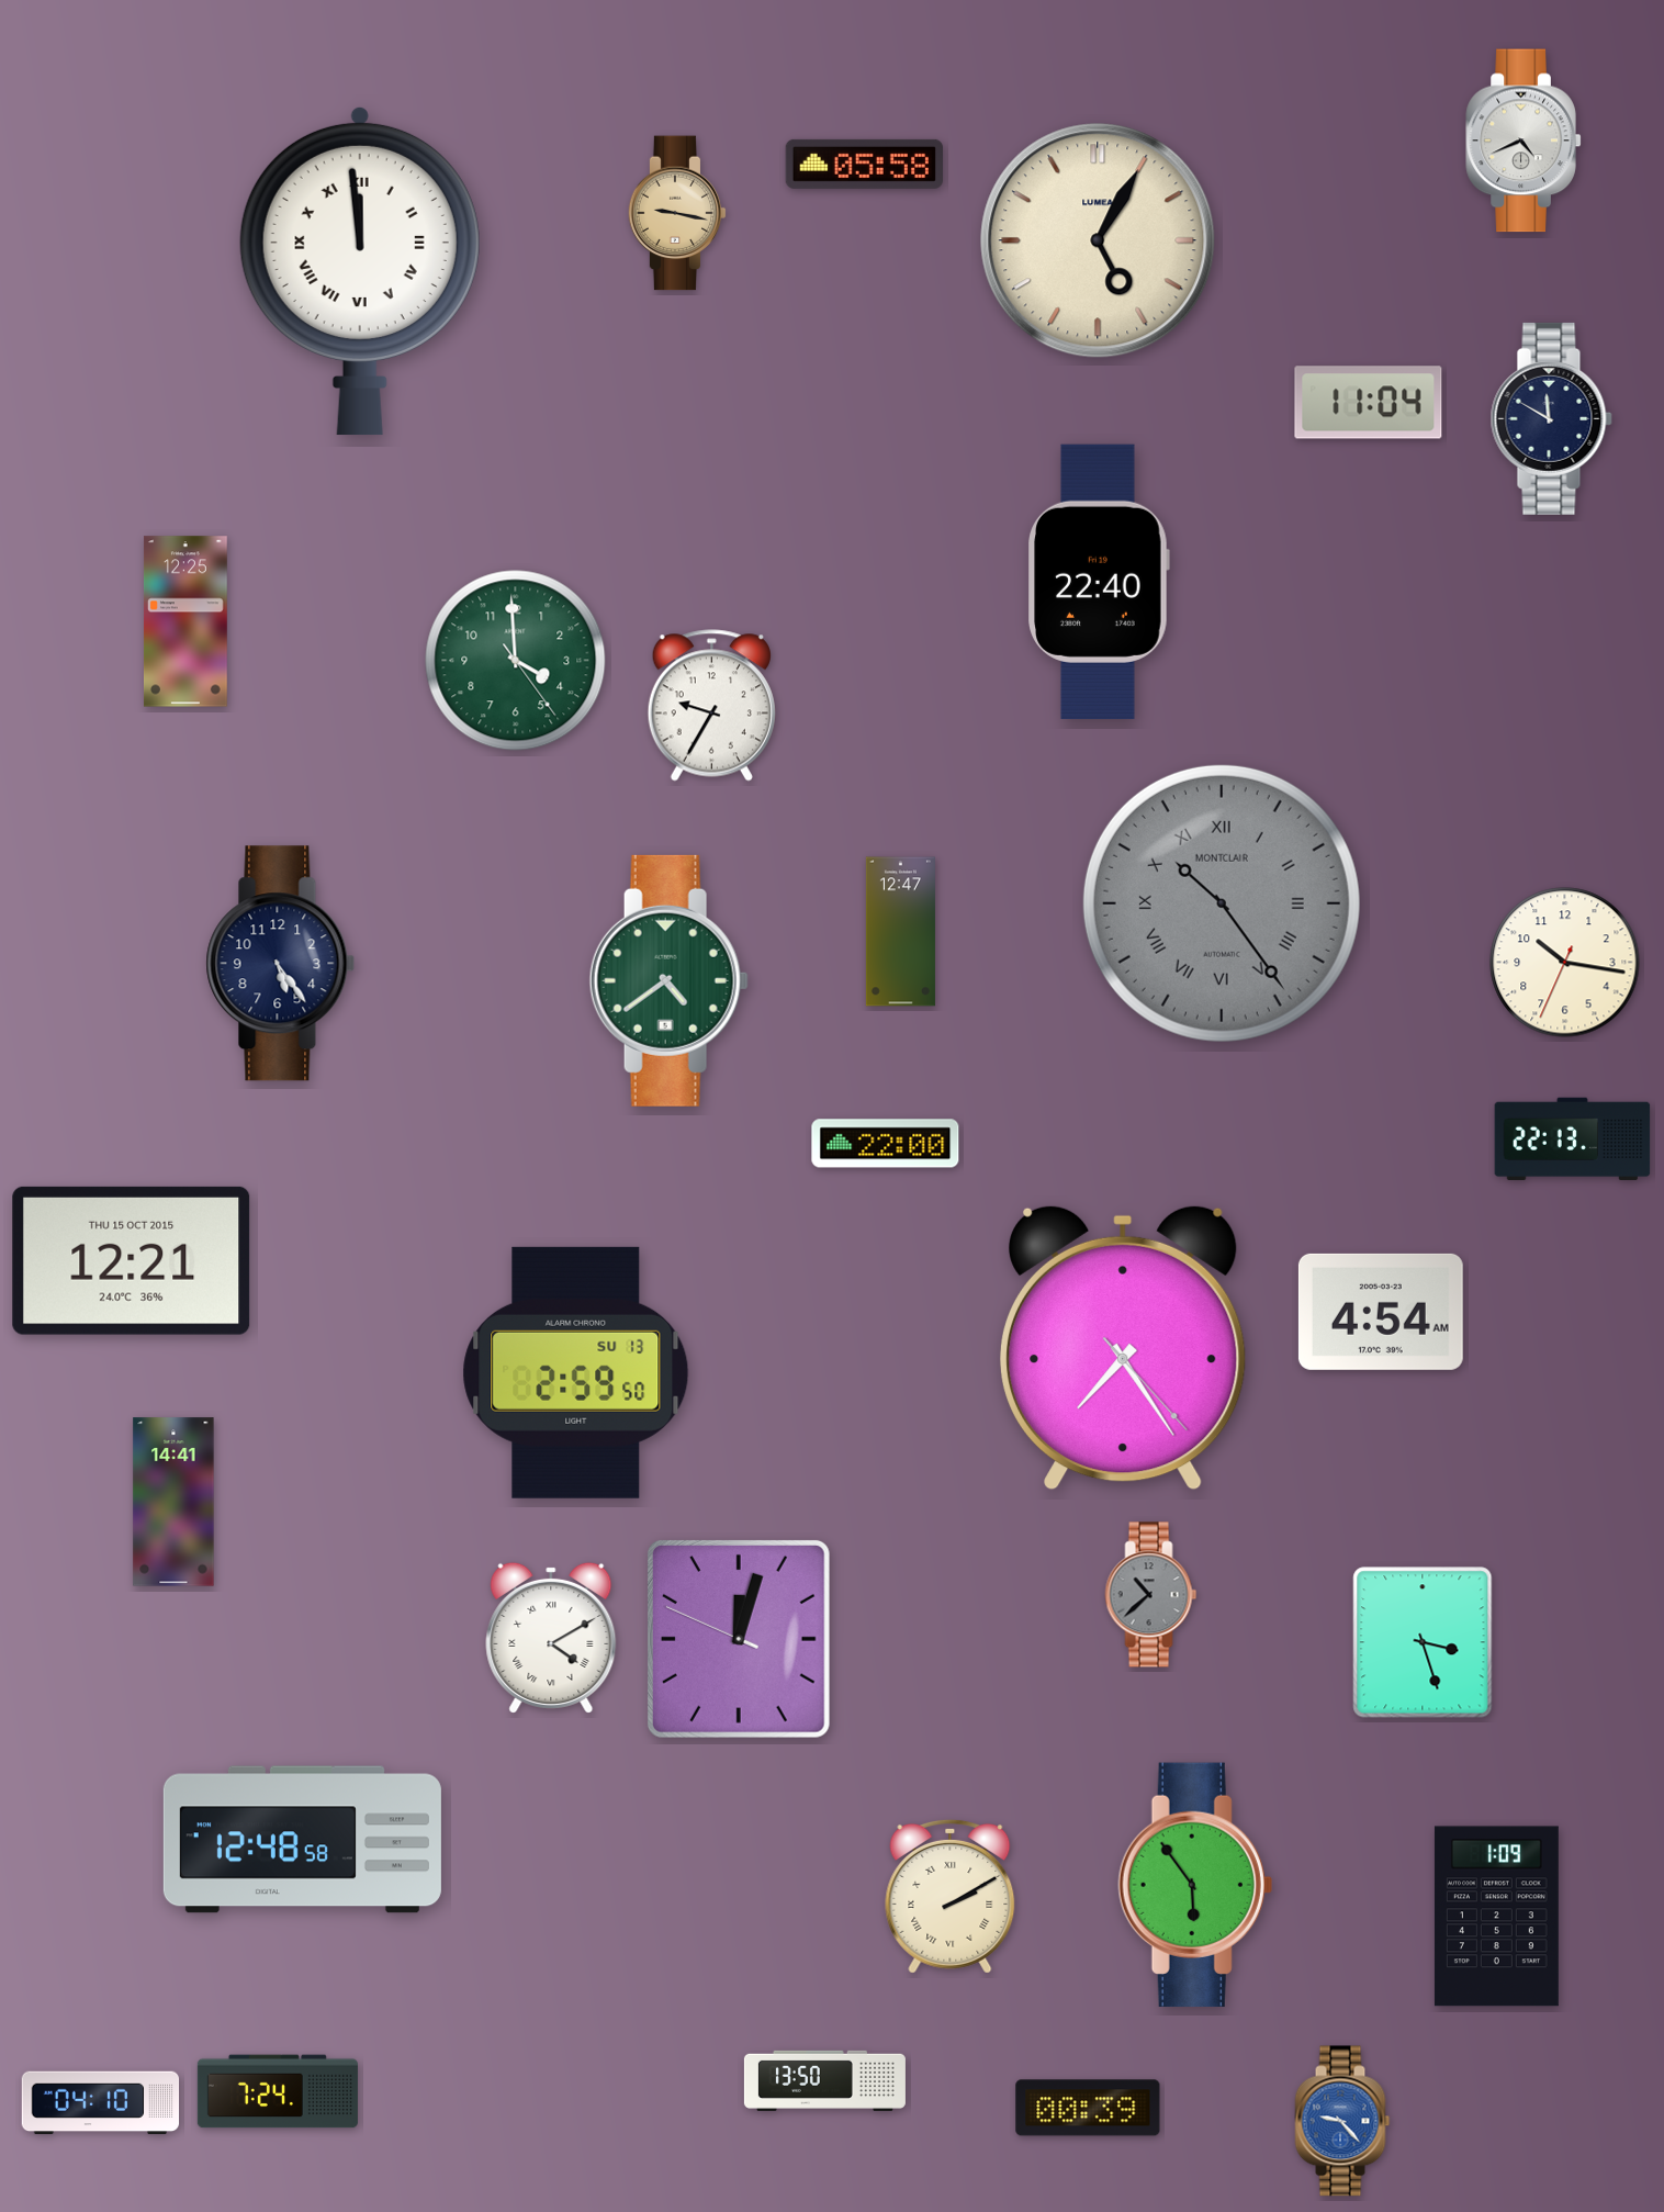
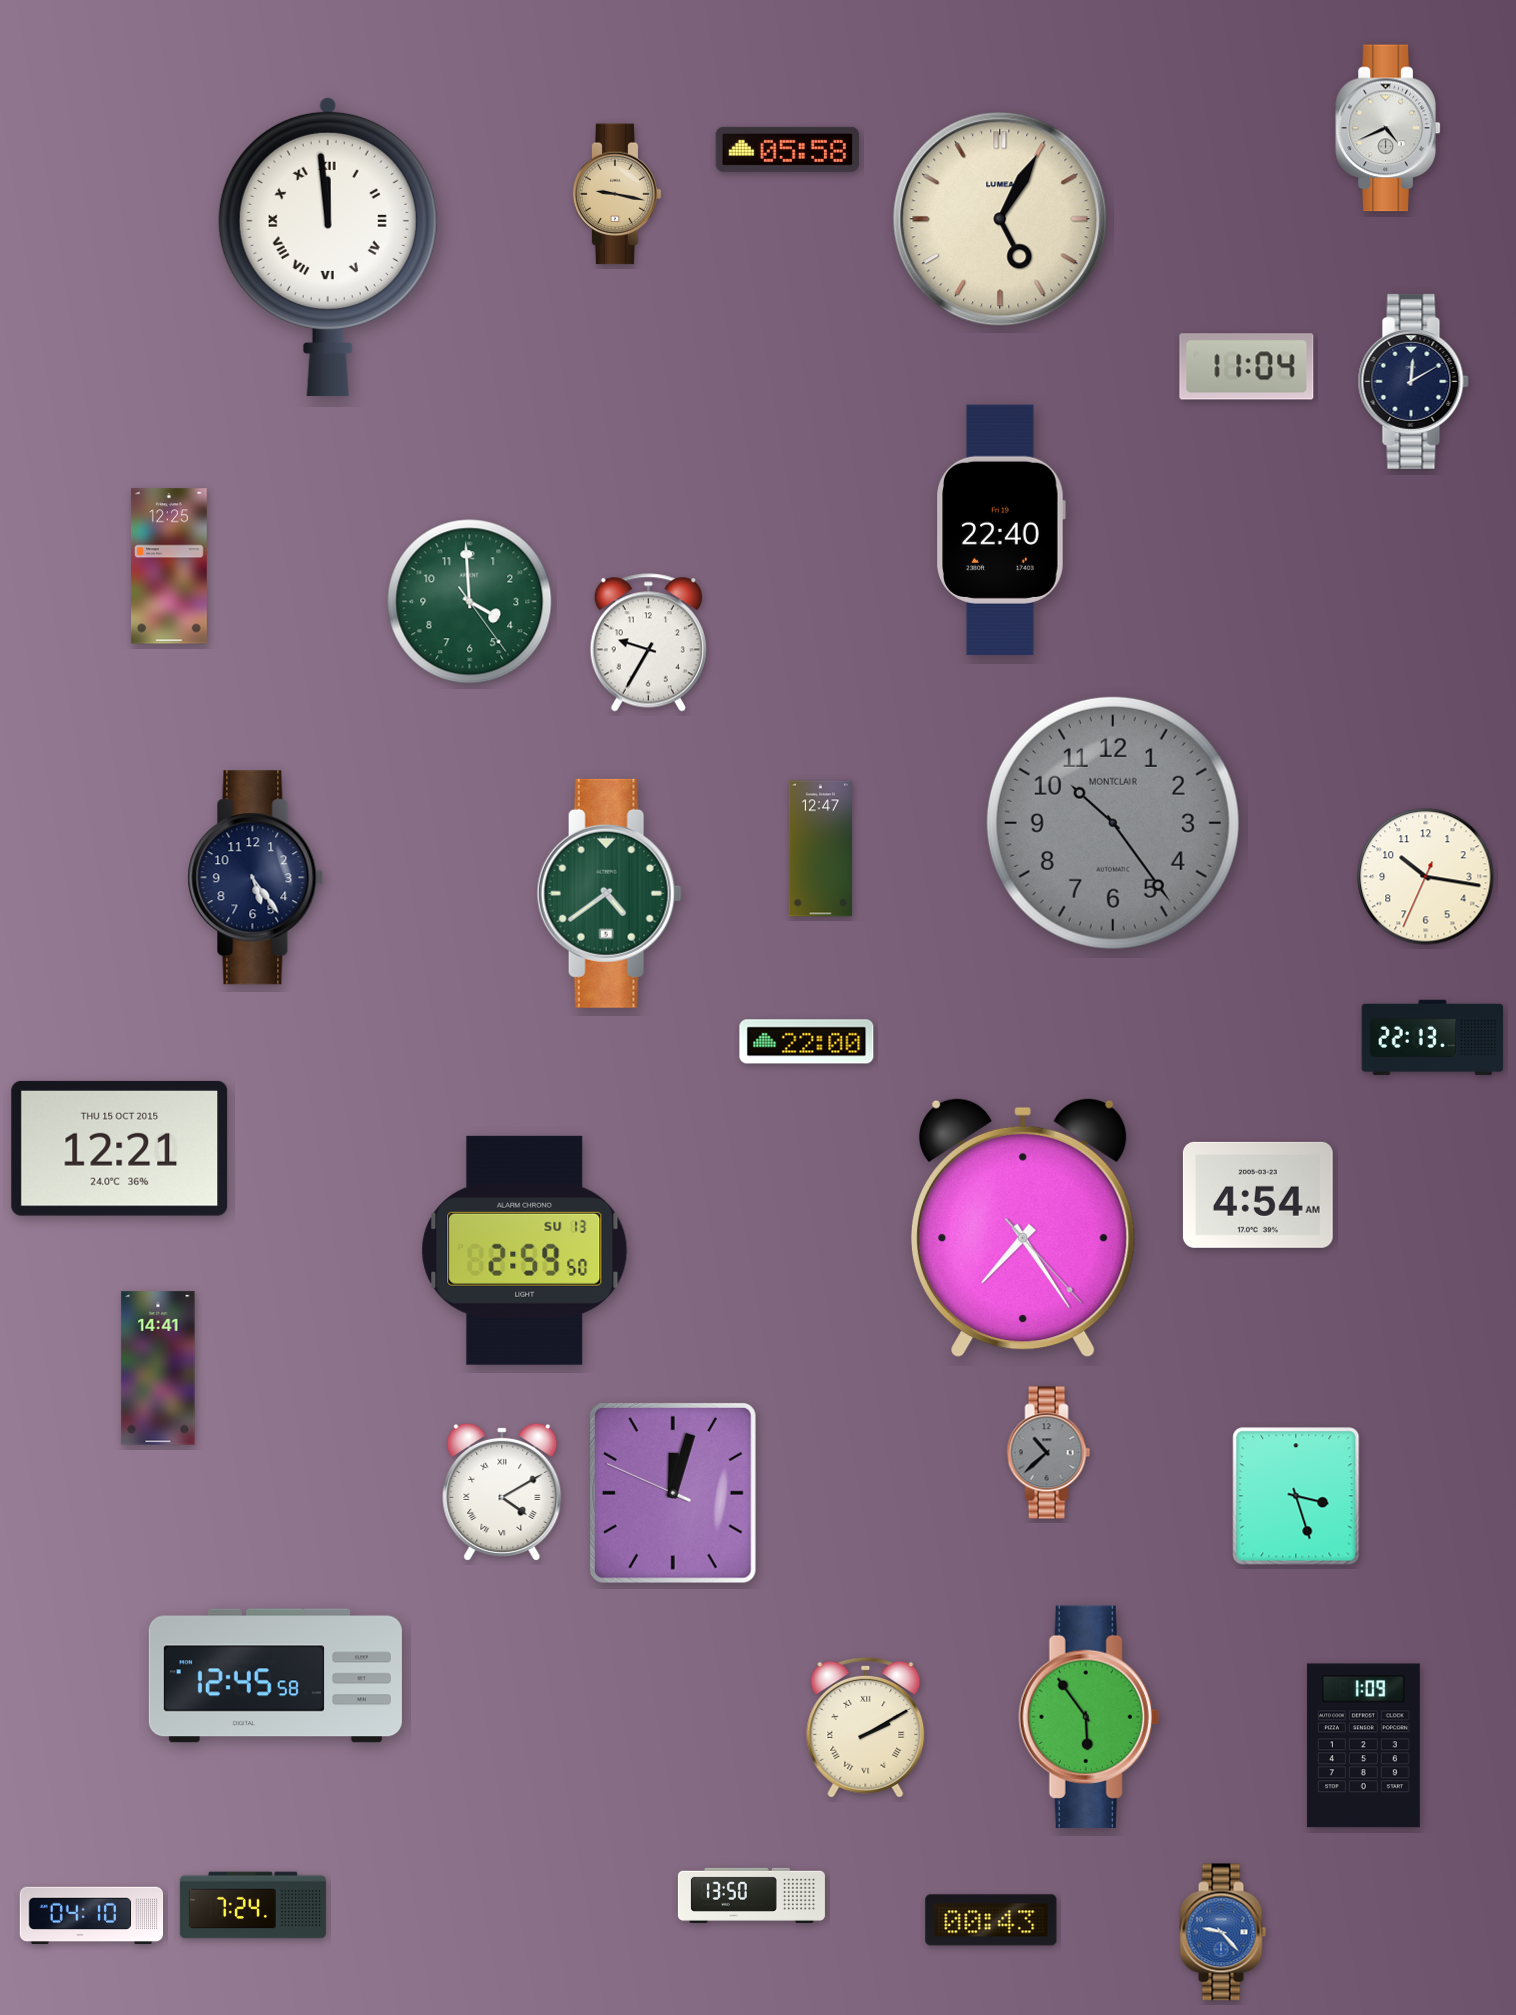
clock at (1551, 418): 11:50 -> 12:10
clock at (1222, 903) numerals: Roman -> Arabic
clock at (302, 1840): 12:48 -> 12:45
clock at (1088, 2108): 00:39 -> 00:43
